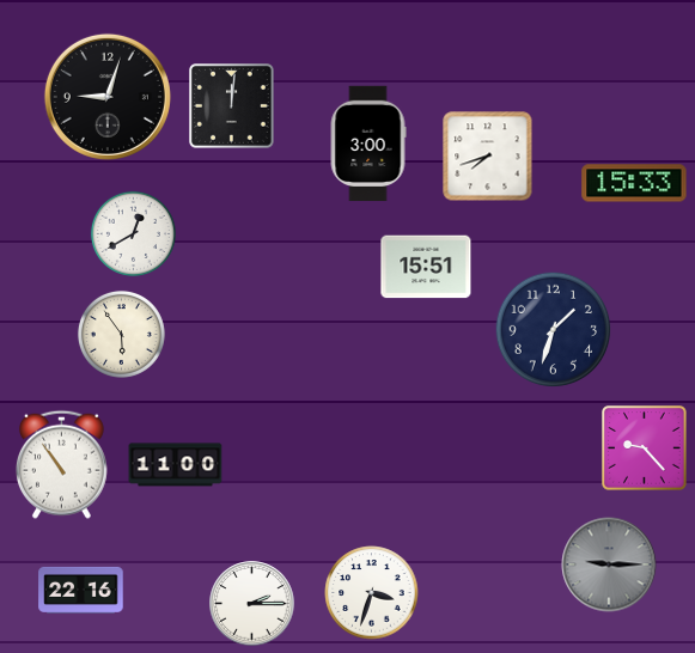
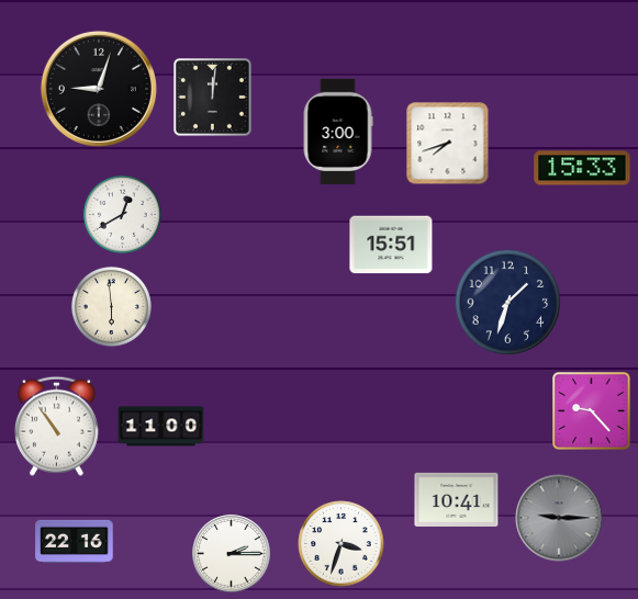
clock at (121, 334): 5:54 -> 5:59
clock at (457, 499): none -> 10:41
